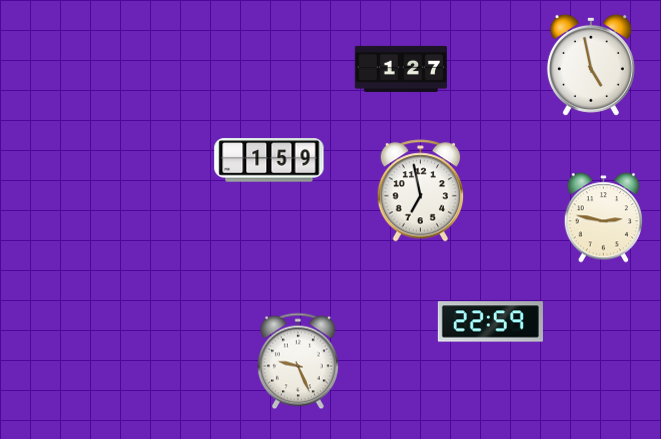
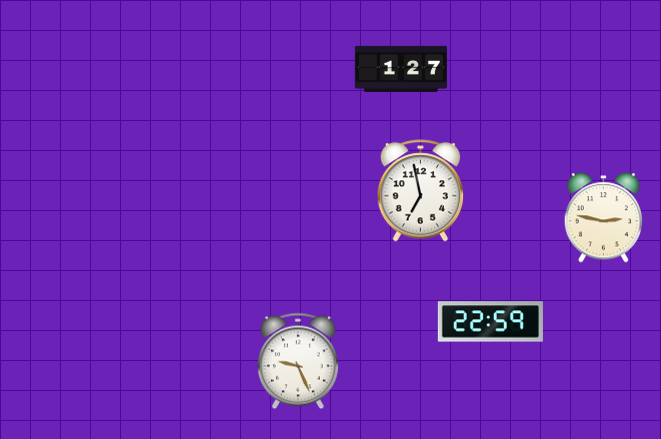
clock at (591, 65): 4:58 -> none
clock at (269, 160): 1:59 -> none
